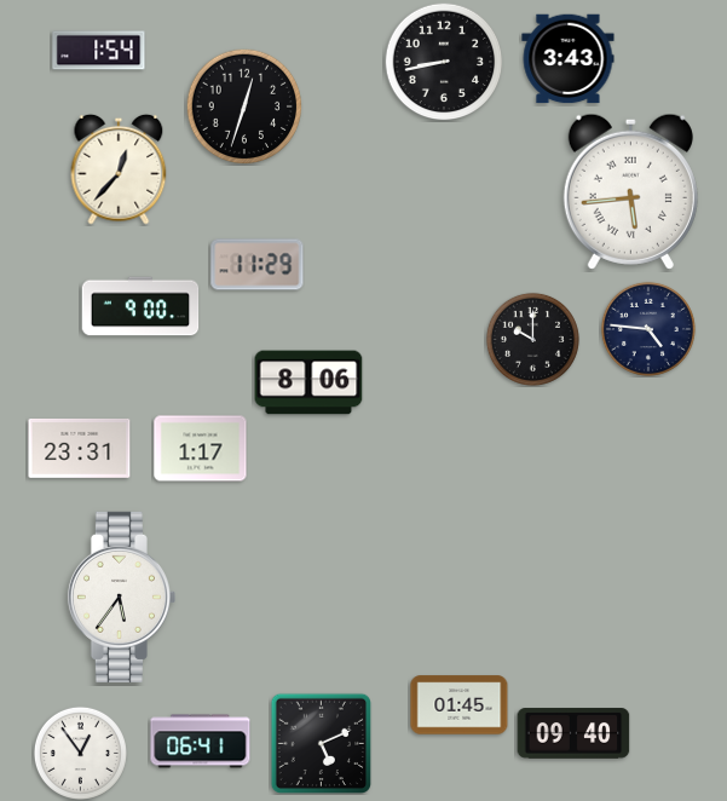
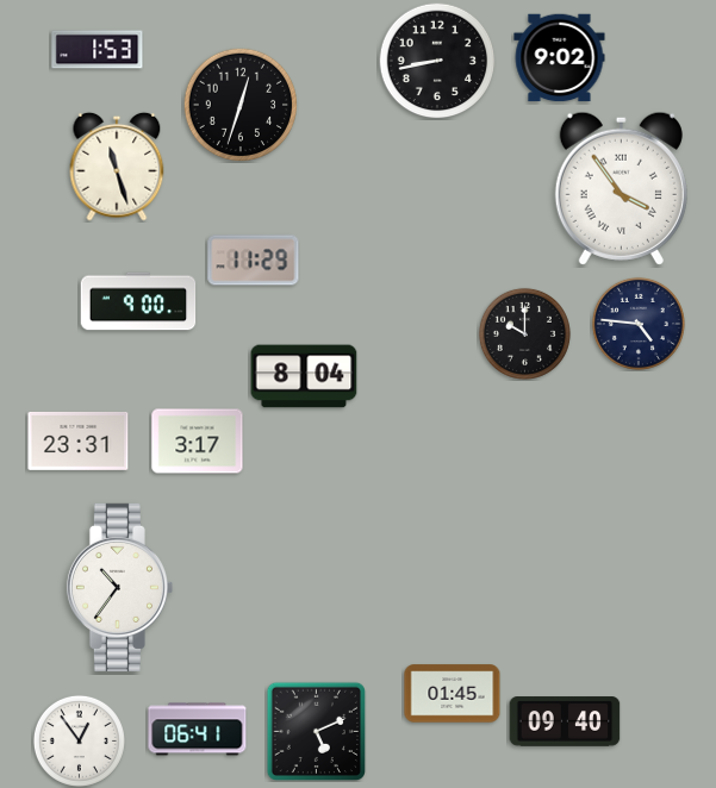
clock at (99, 51): 1:54 -> 1:53
clock at (569, 59): 3:43 -> 9:02
clock at (119, 169): 12:37 -> 11:27
clock at (630, 191): 5:44 -> 3:54
clock at (308, 382): 8:06 -> 8:04
clock at (201, 449): 1:17 -> 3:17
clock at (121, 597): 5:36 -> 10:36
